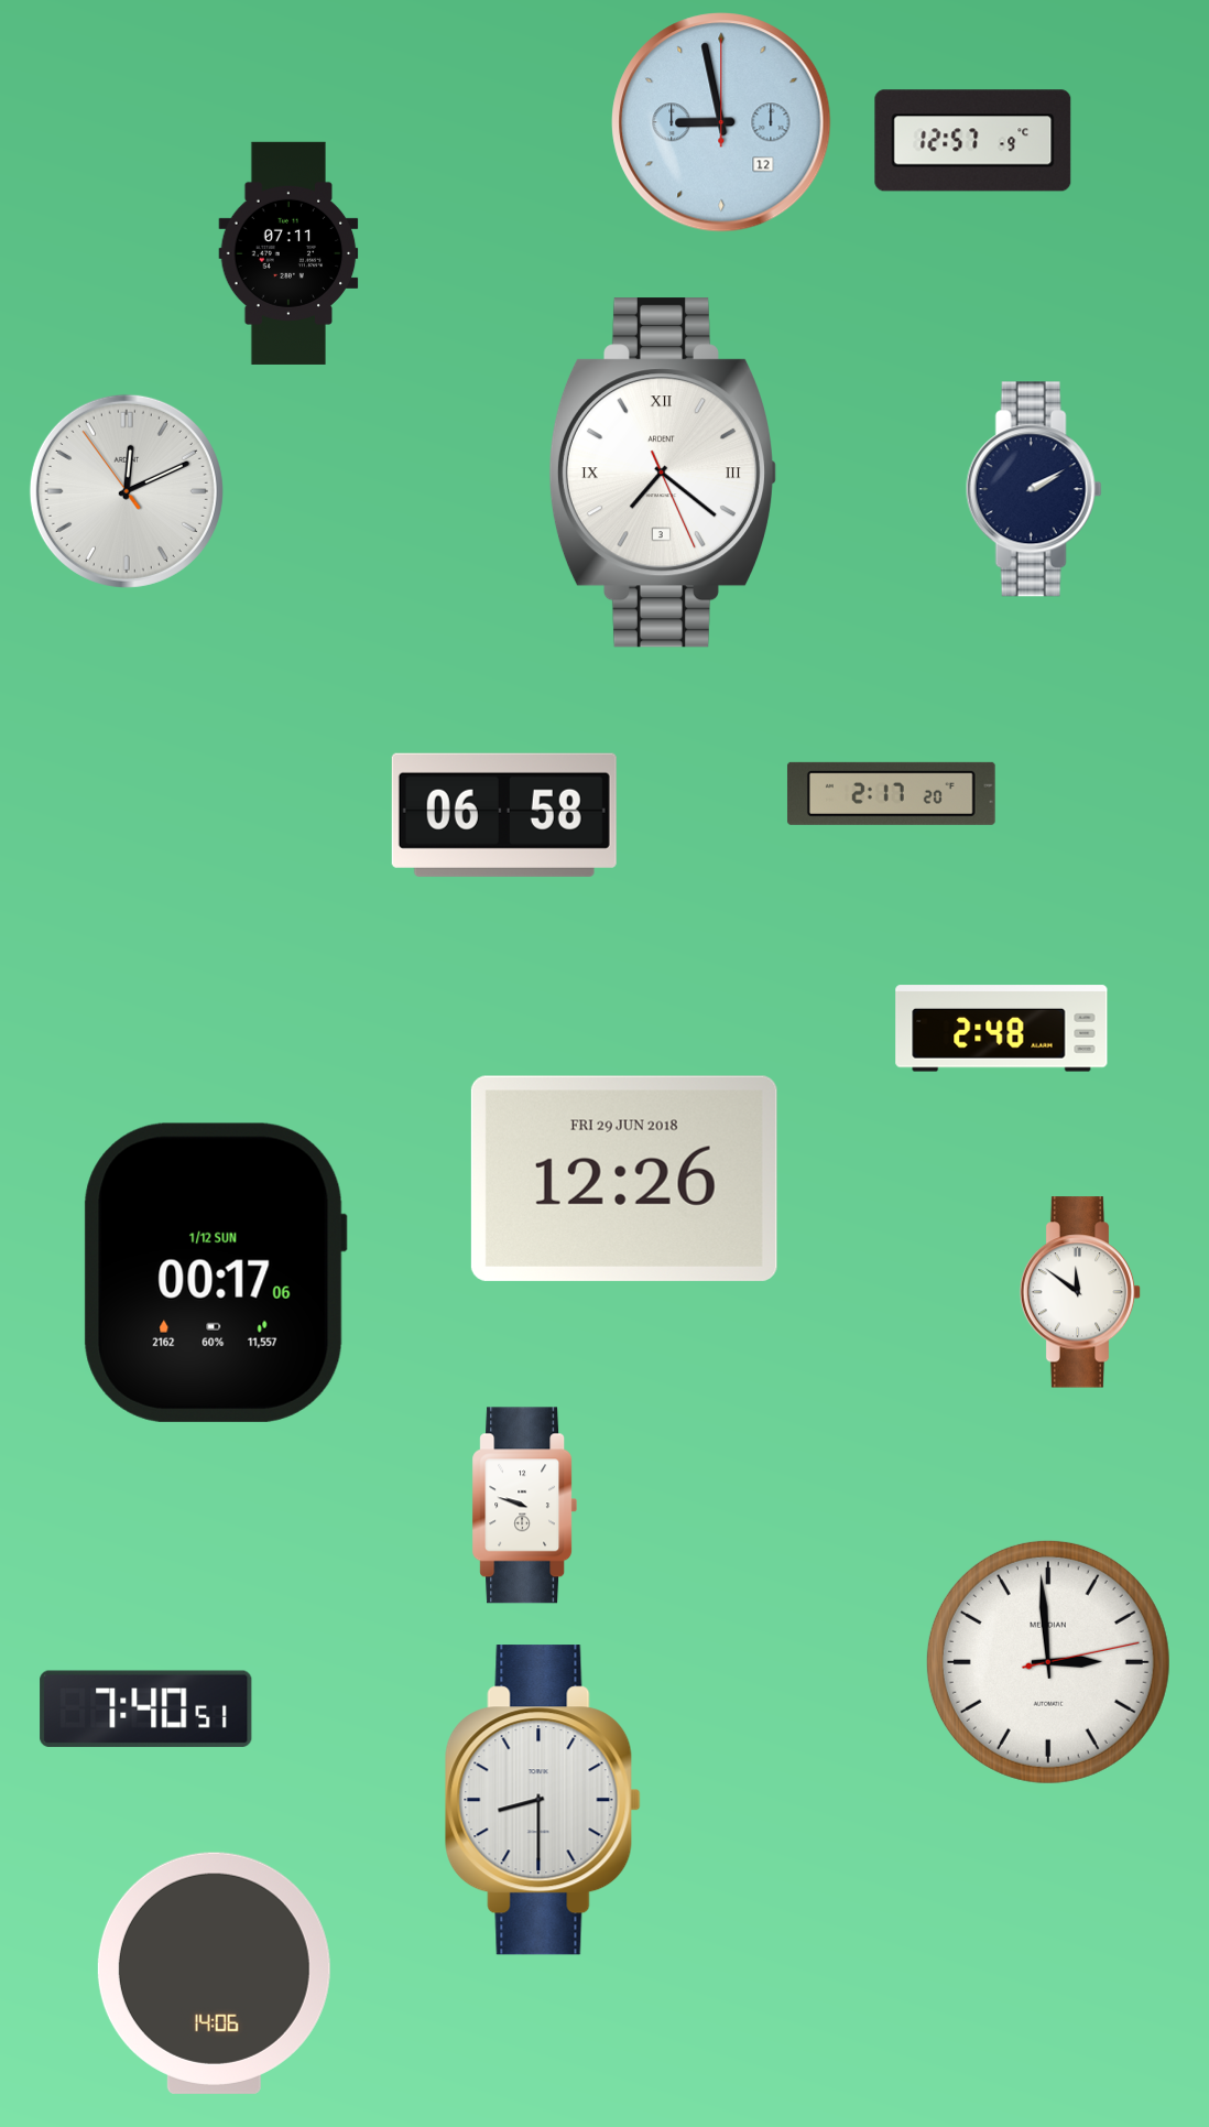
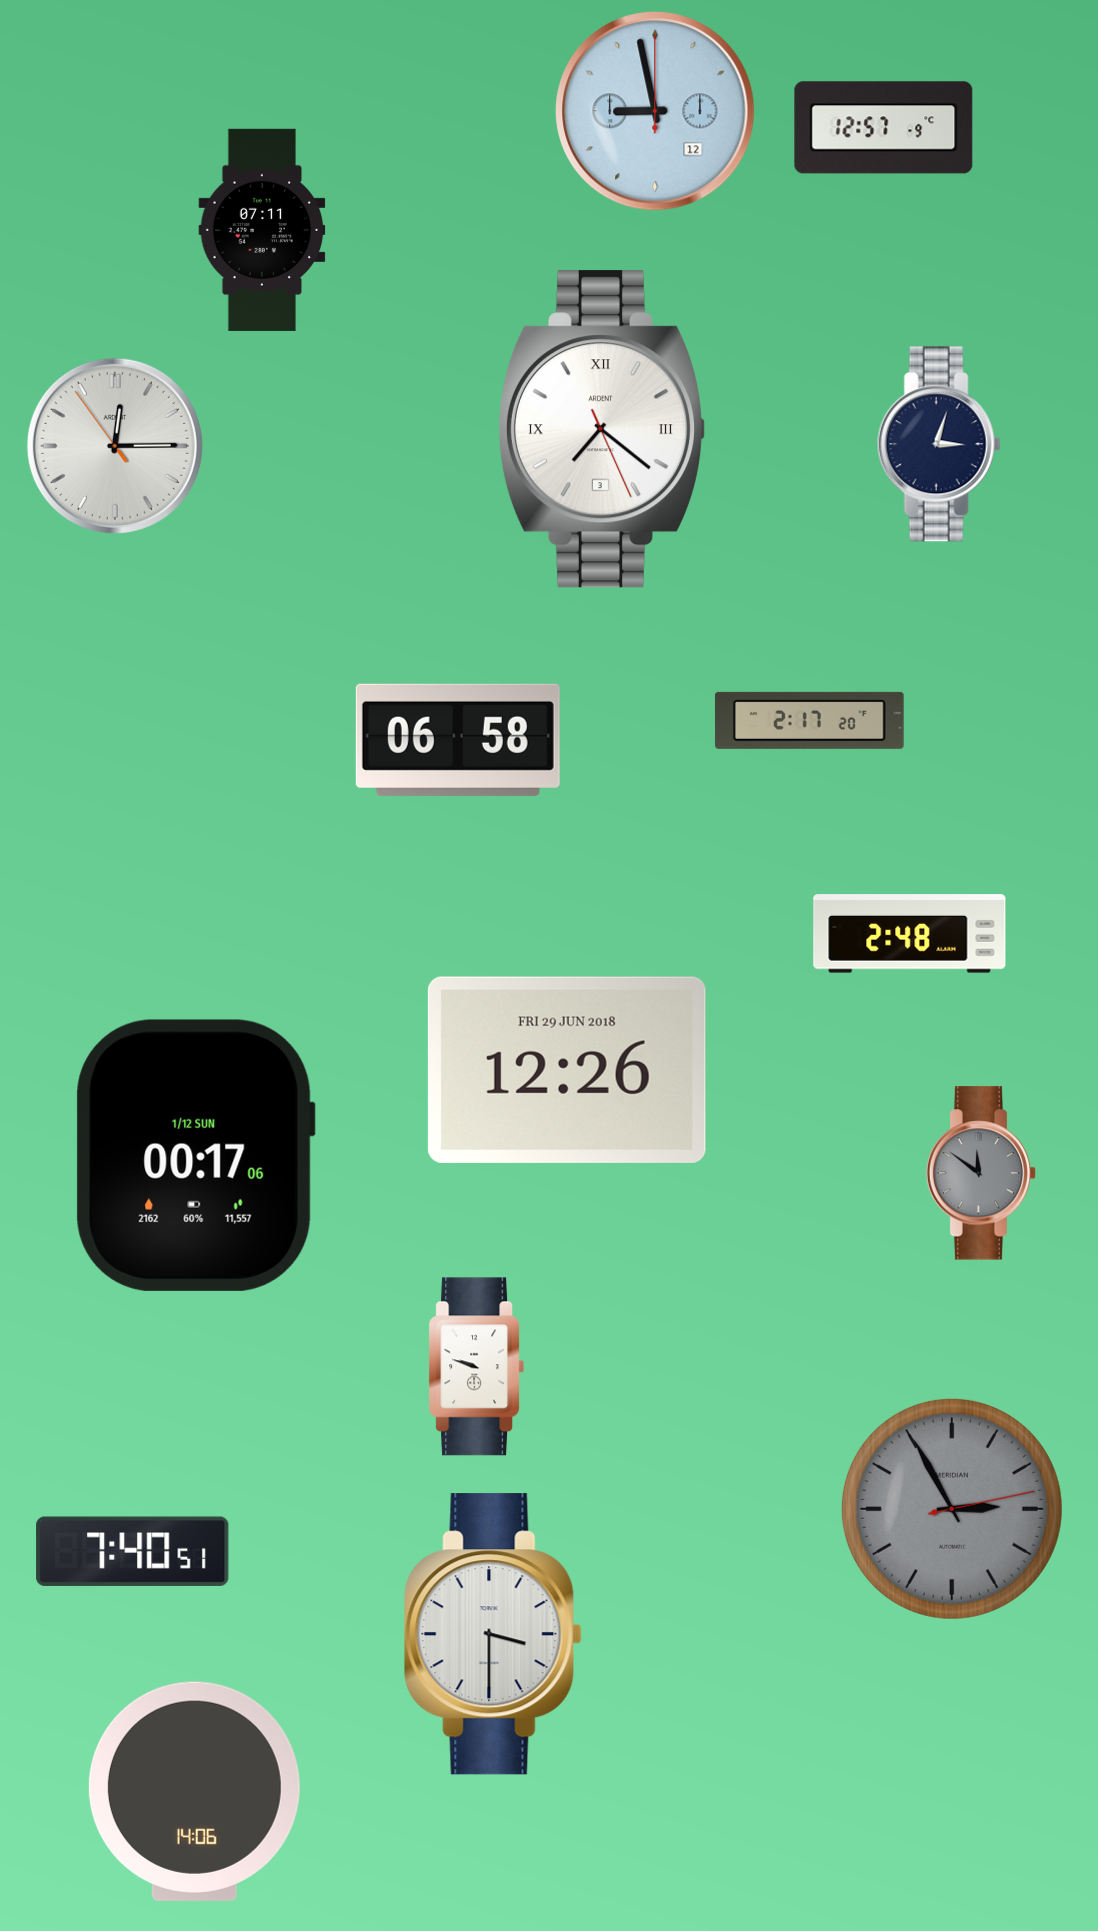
clock at (1034, 489): 2:10 -> 3:03
clock at (127, 491): 12:10 -> 12:14
clock at (1080, 1292) dial: white -> grey
clock at (1048, 1662): 2:59 -> 2:55
clock at (1048, 1662) dial: white -> grey
clock at (543, 1800): 8:30 -> 3:30
